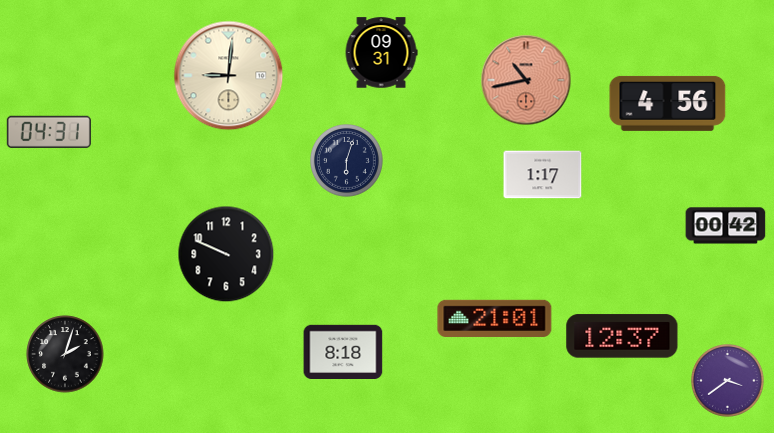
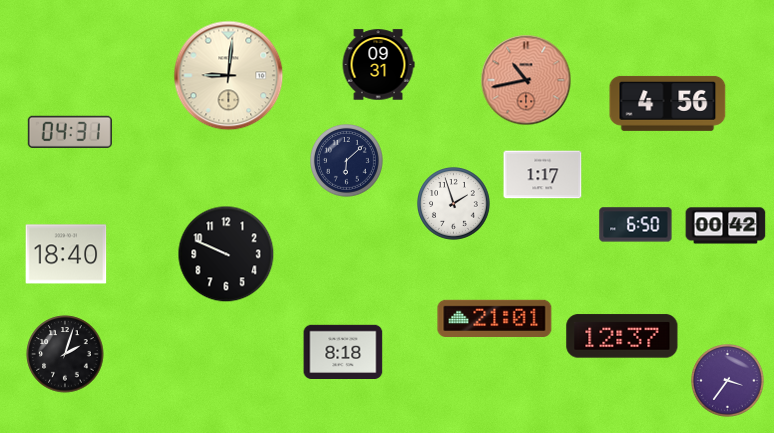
clock at (381, 53) position: (381, 53) -> (378, 65)
clock at (49, 132) position: (49, 132) -> (70, 132)
clock at (347, 161): 6:03 -> 6:08
clock at (454, 204): none -> 1:57
clock at (636, 225): none -> 6:50
clock at (66, 254): none -> 18:40
clock at (728, 381): 3:39 -> 3:36
